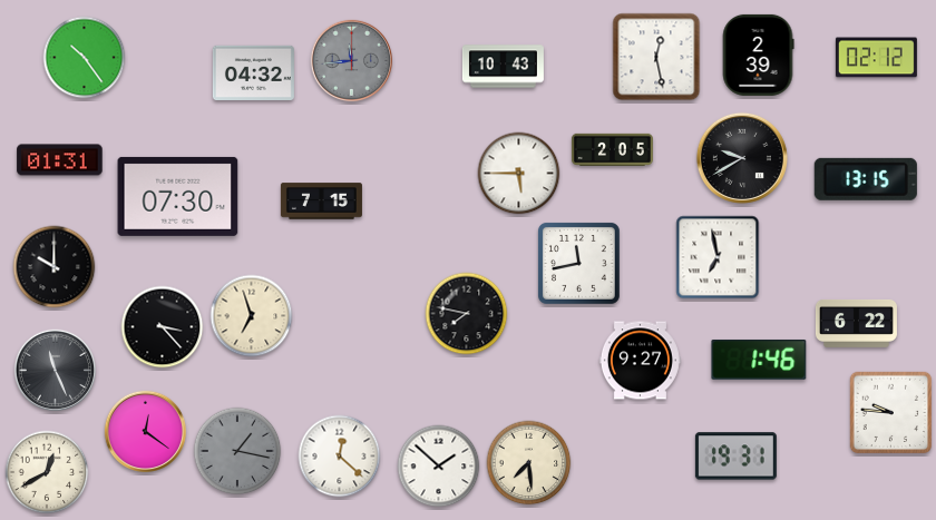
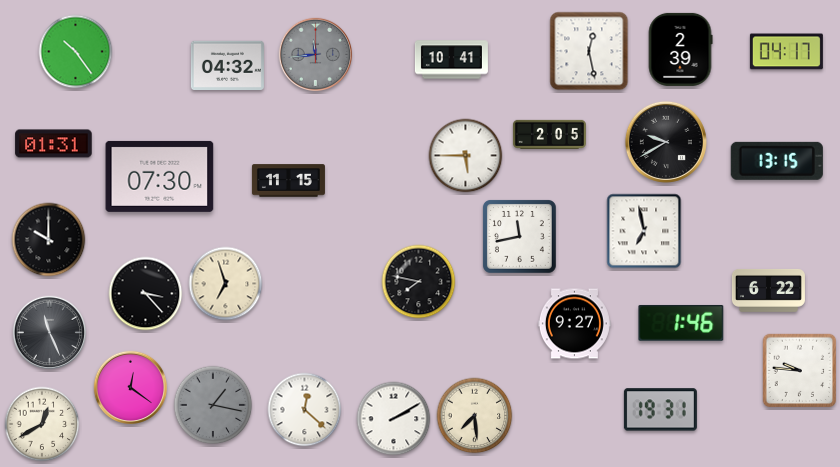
clock at (876, 58): 02:12 -> 04:17
clock at (503, 67): 10:43 -> 10:41
clock at (321, 202): 7:15 -> 11:15
clock at (439, 467): 1:52 -> 2:10
